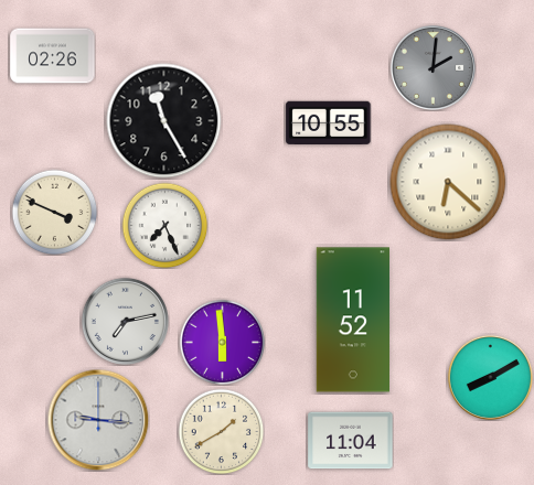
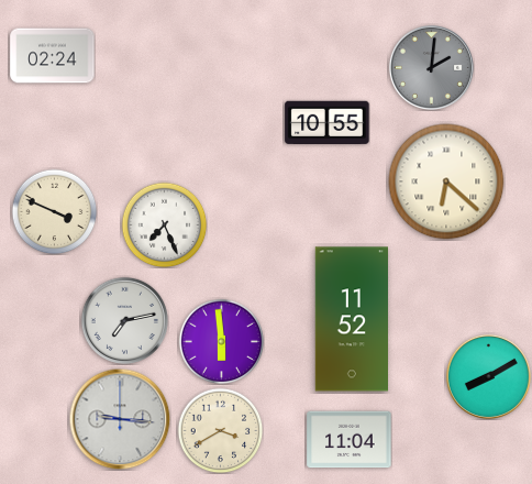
clock at (53, 56): 02:26 -> 02:24
clock at (164, 121): 11:25 -> none
clock at (98, 420) position: (98, 420) -> (120, 419)
clock at (221, 431): 1:40 -> 3:40
